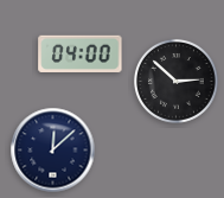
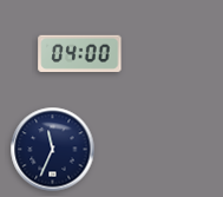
clock at (175, 81): 2:52 -> none
clock at (53, 151): 12:08 -> 11:34
